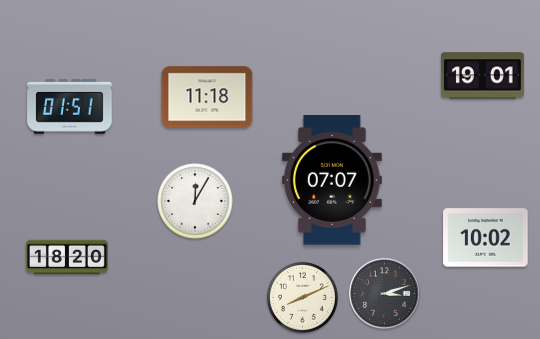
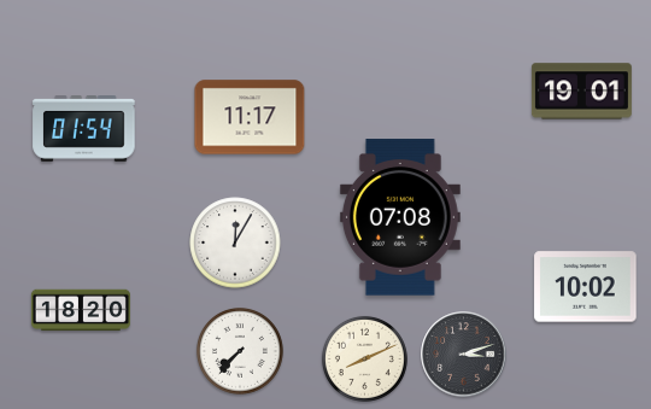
clock at (207, 97): 11:18 -> 11:17
clock at (70, 107): 01:51 -> 01:54
clock at (332, 180): 07:07 -> 07:08
clock at (240, 351): none -> 7:37
